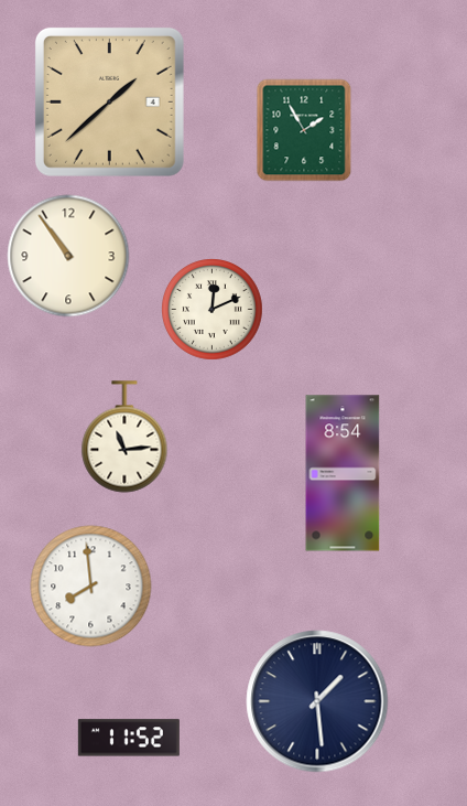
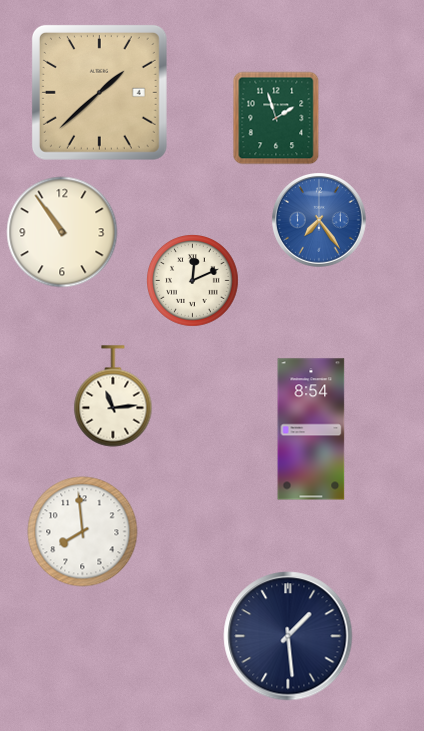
clock at (304, 130): 1:55 -> 1:57
clock at (320, 221): none -> 7:24
clock at (129, 738): 11:52 -> none
